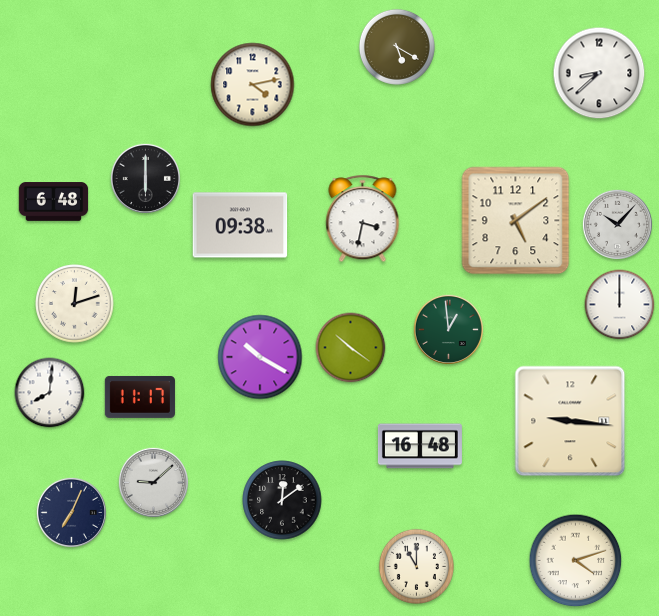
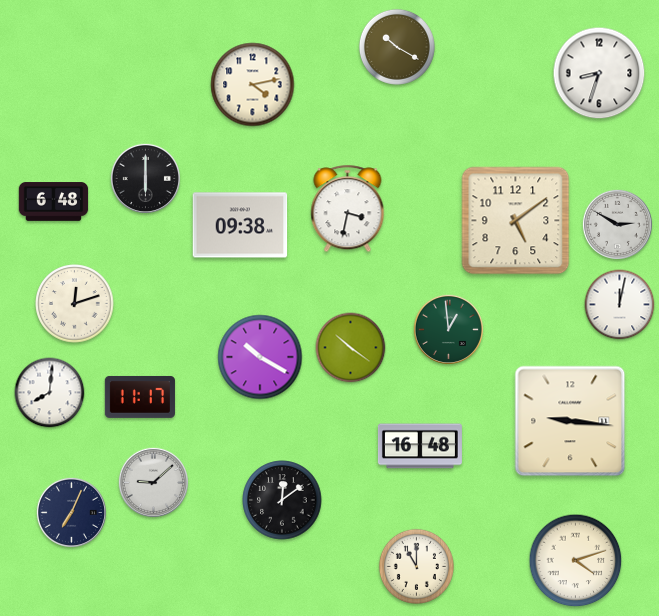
clock at (397, 47): 5:20 -> 10:20
clock at (599, 73): 8:38 -> 8:33
clock at (363, 219) position: (363, 219) -> (348, 209)
clock at (617, 224): 10:07 -> 2:50
clock at (620, 305): 12:00 -> 12:02
